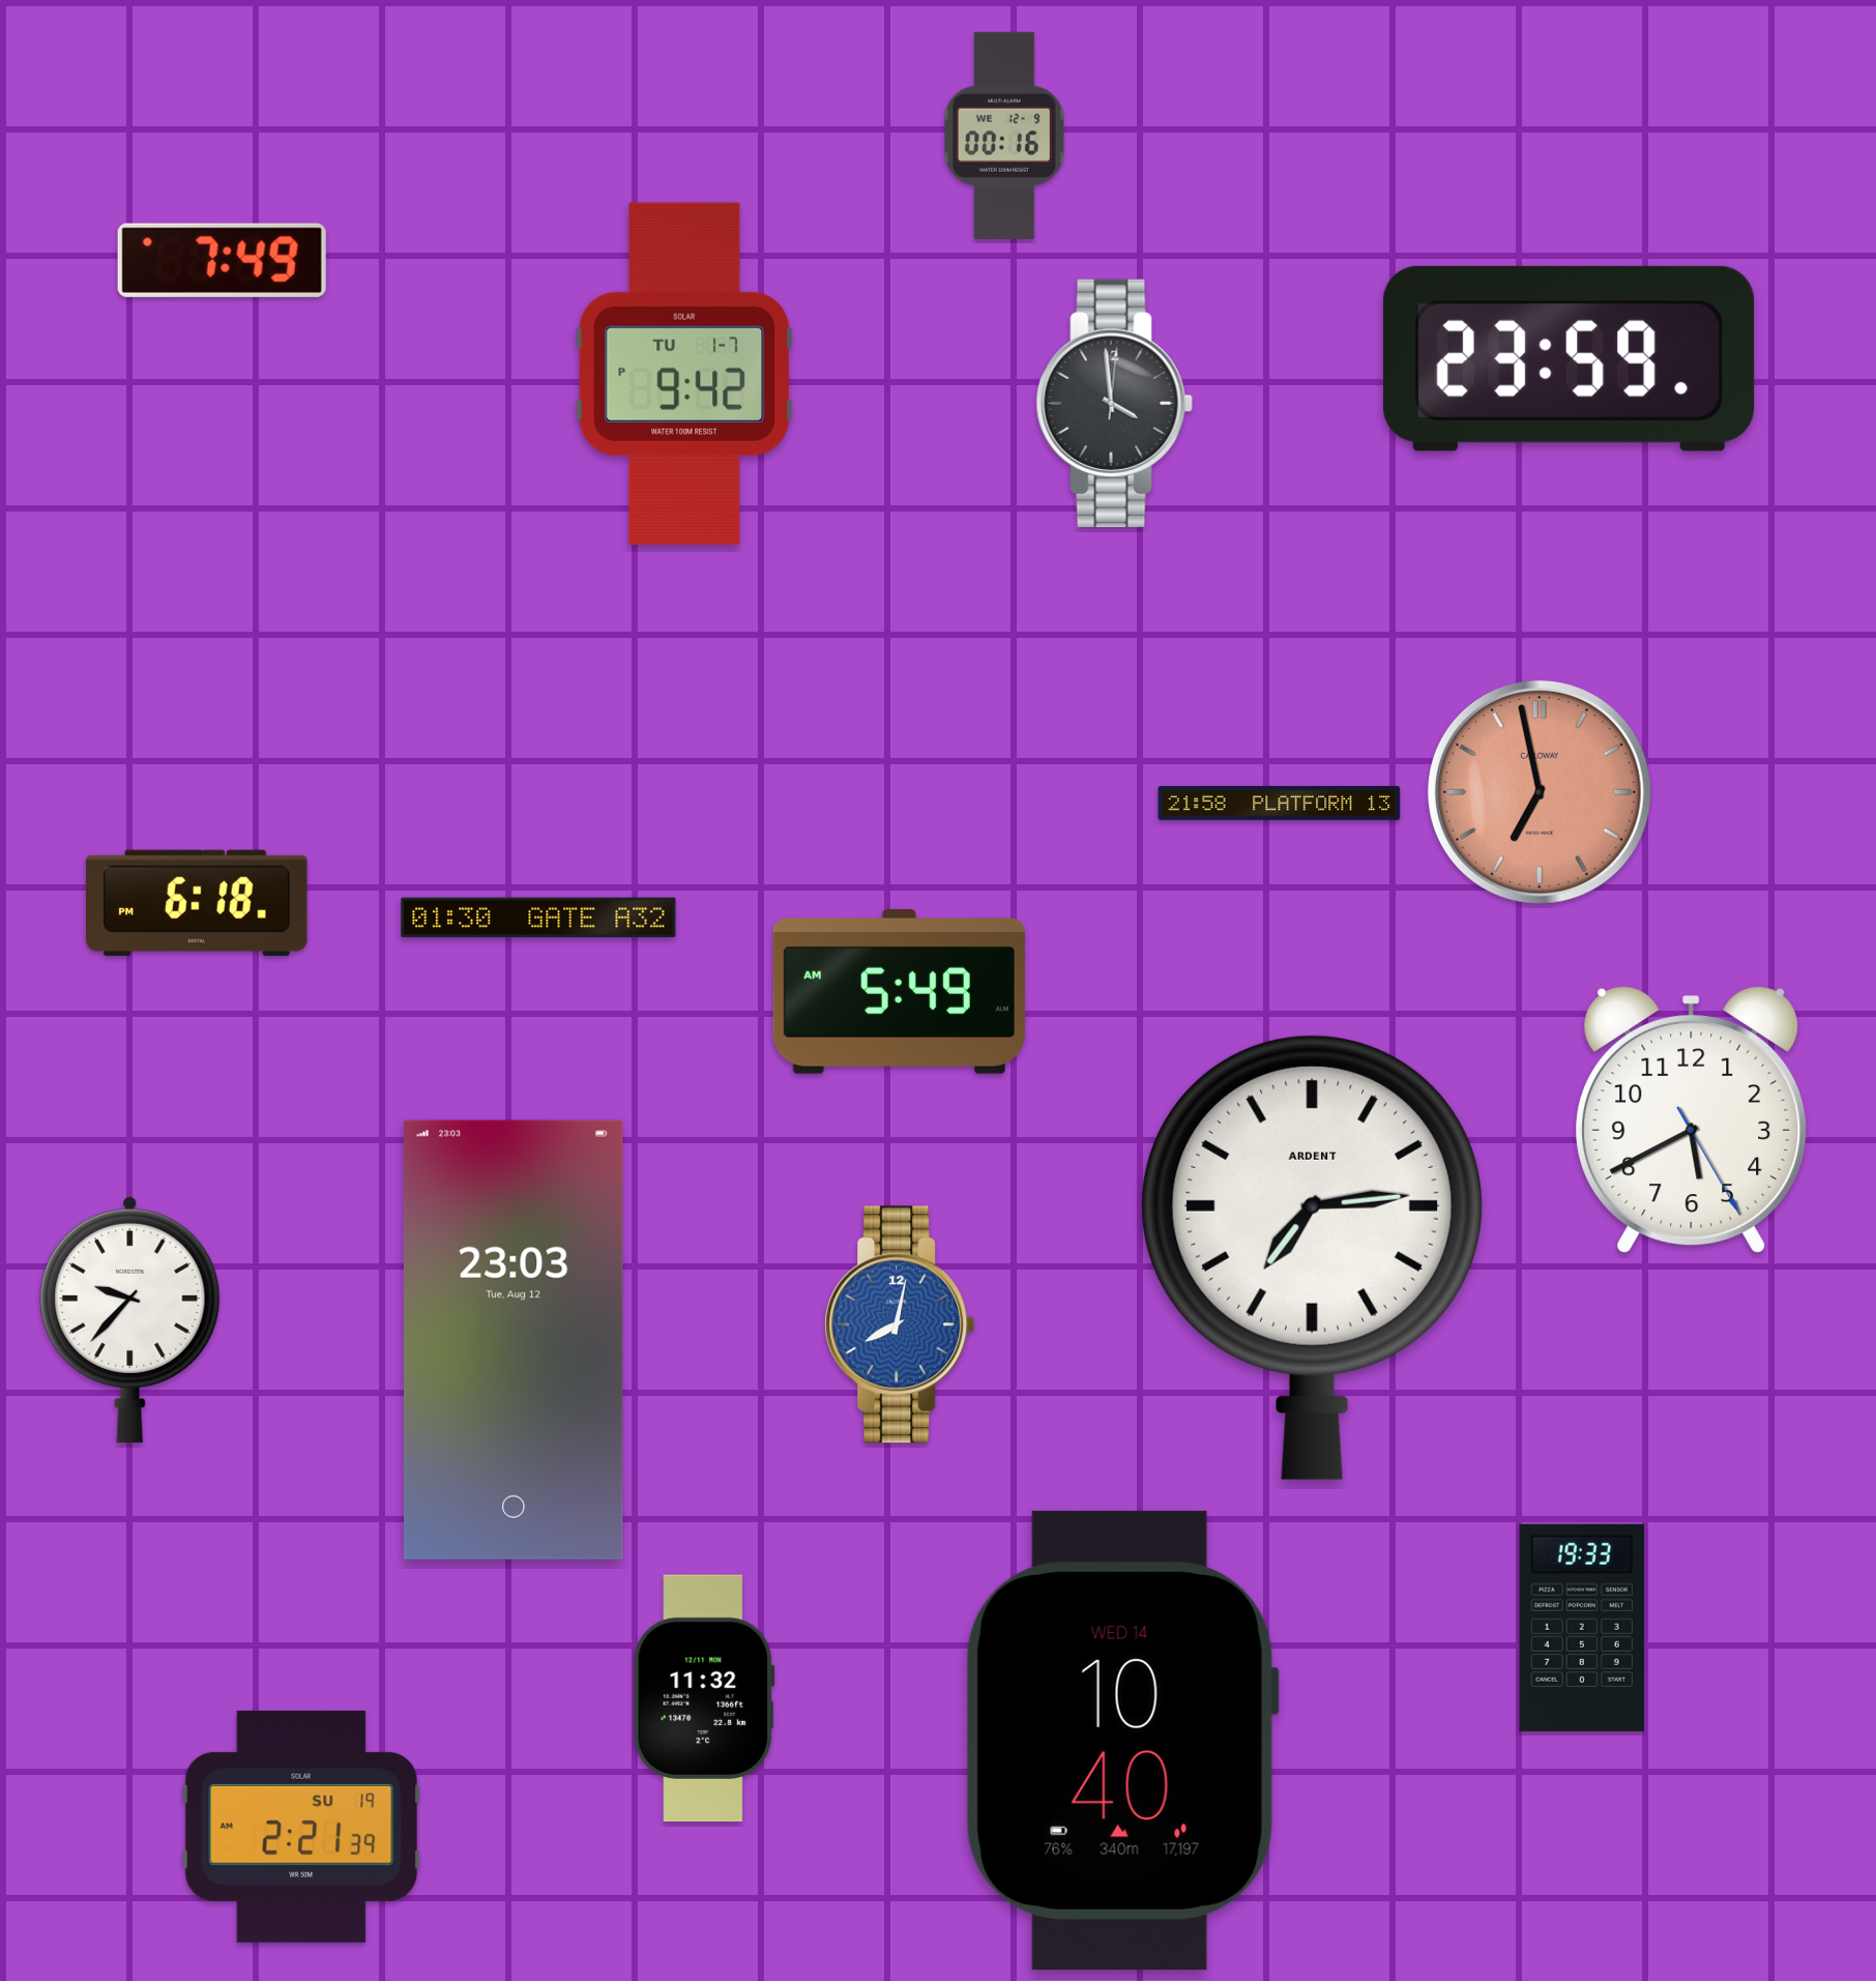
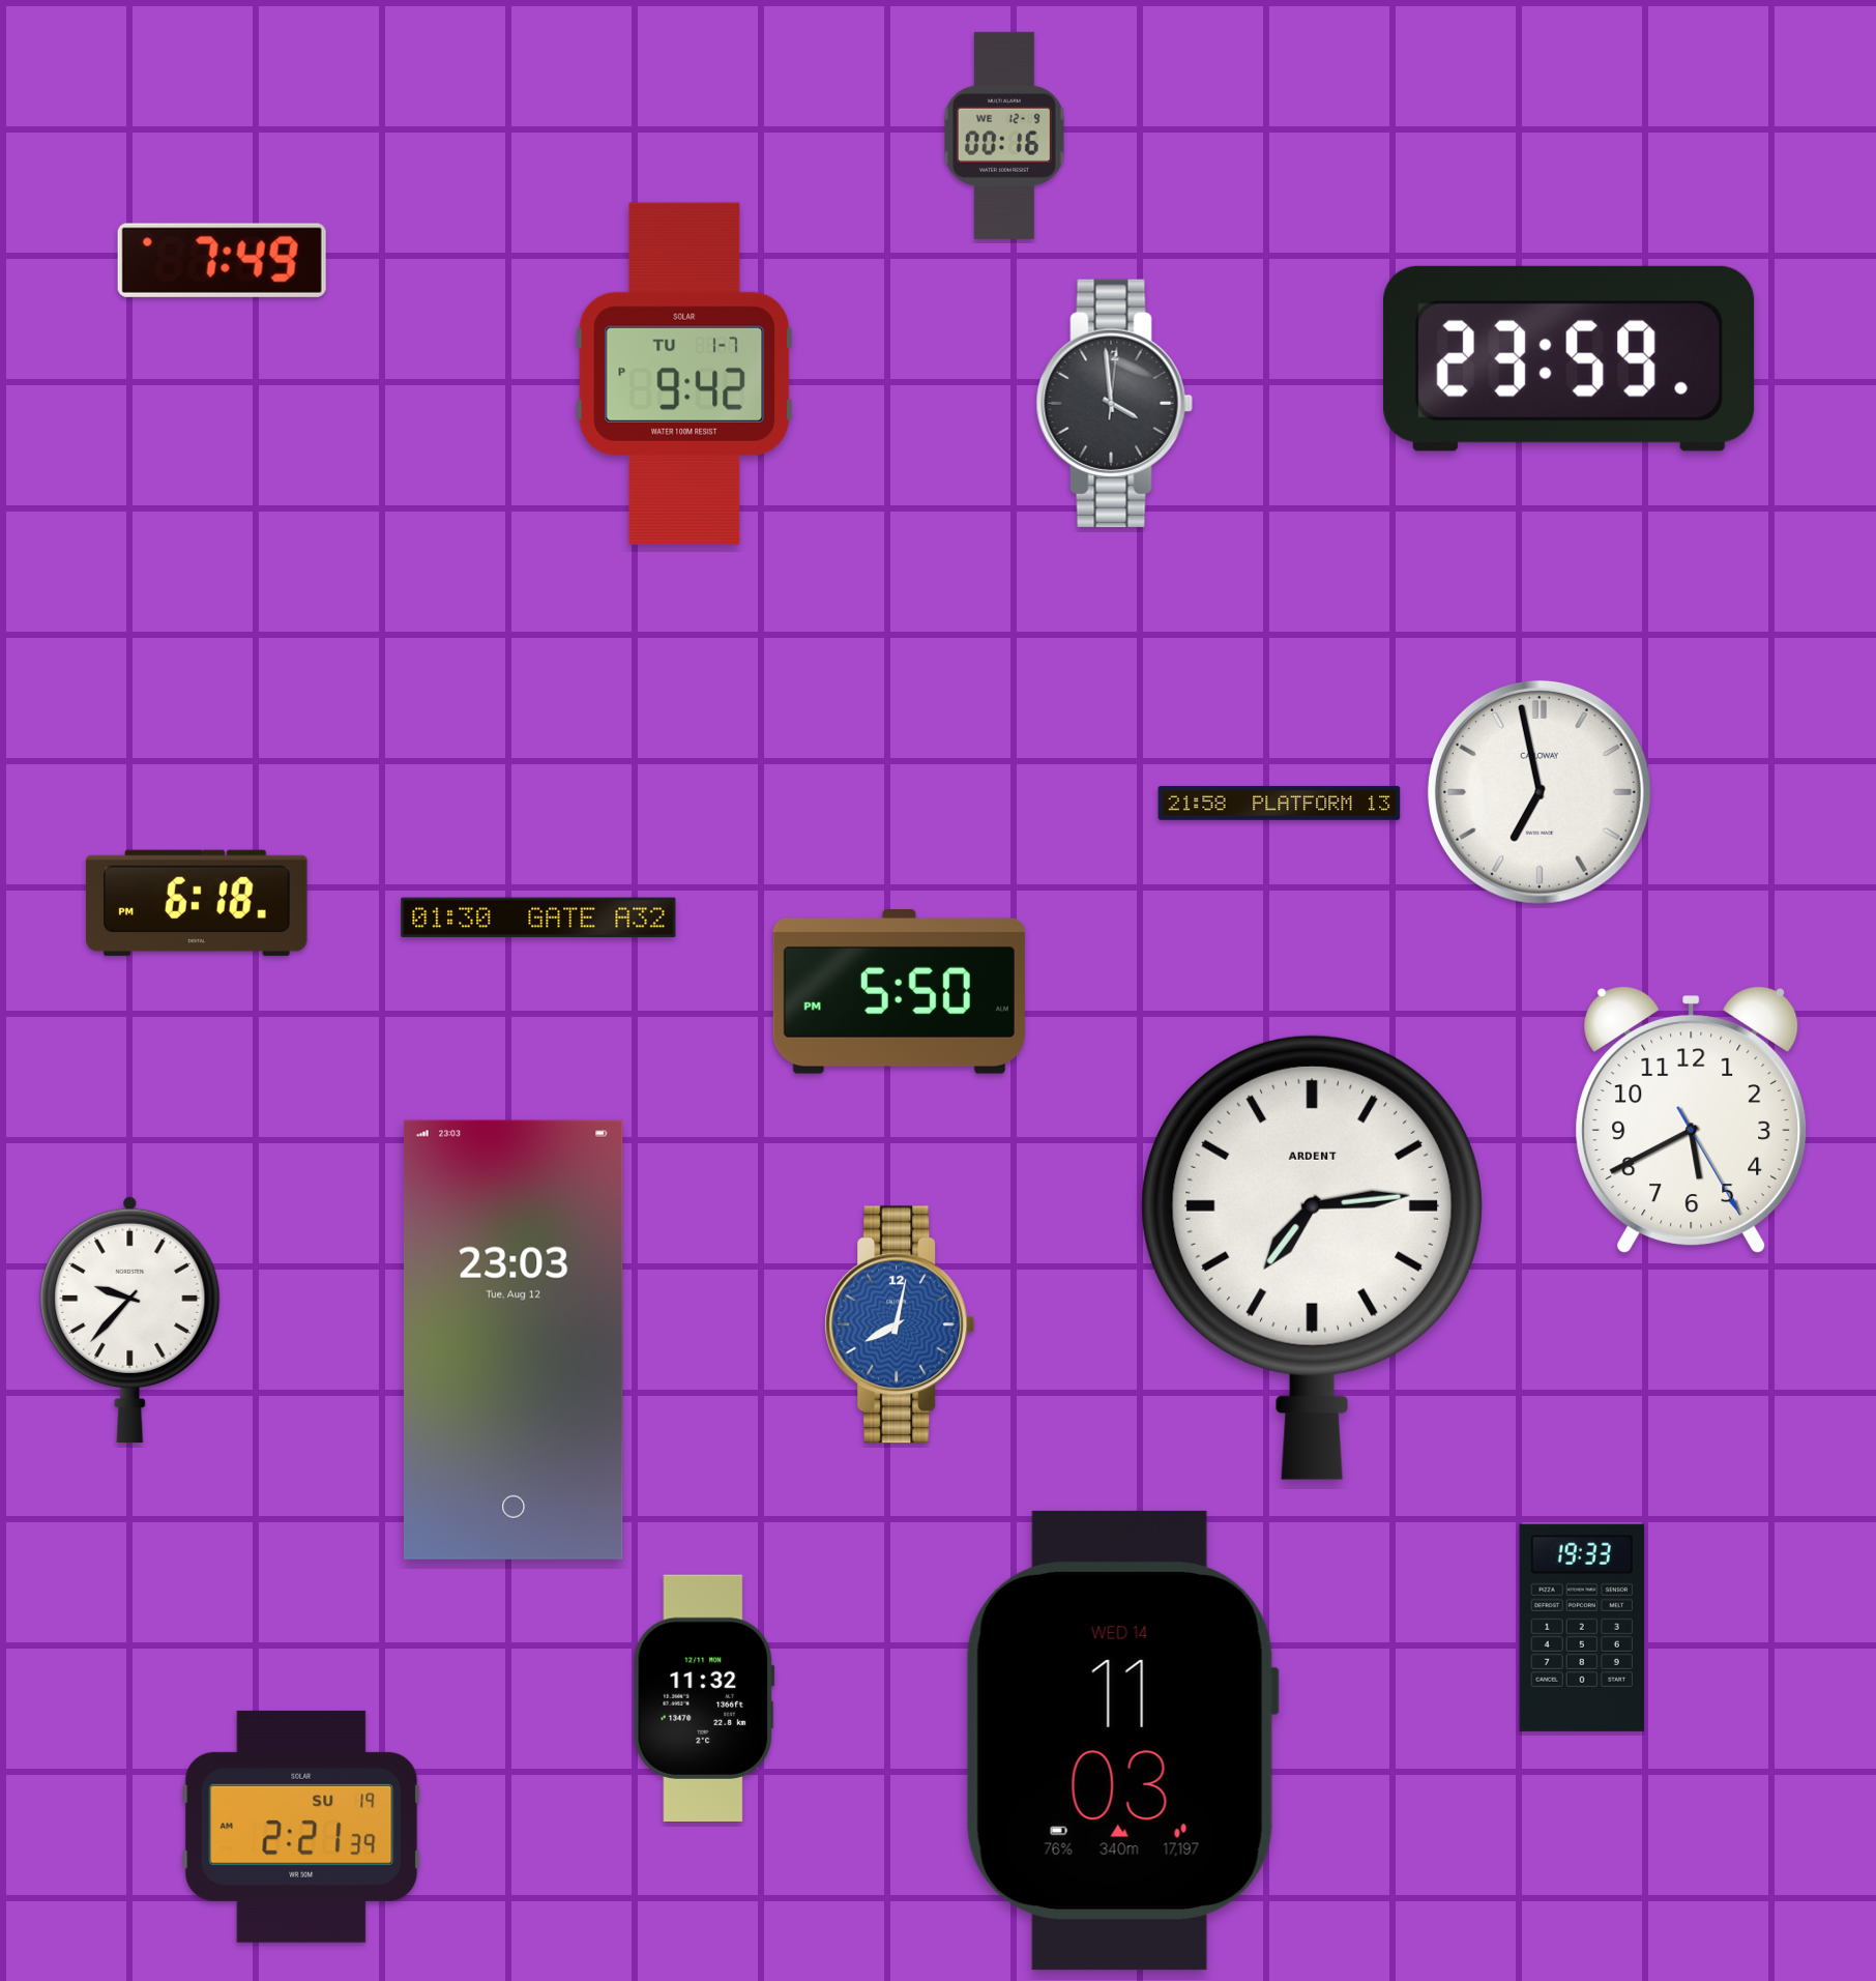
clock at (1540, 792) dial: salmon -> white
clock at (899, 992): 5:49 -> 5:50
clock at (1121, 1741): 10:40 -> 11:03
